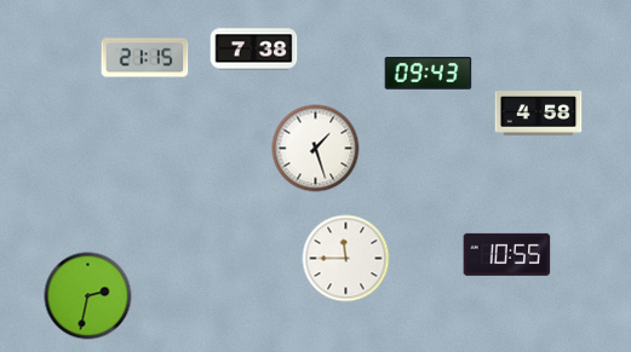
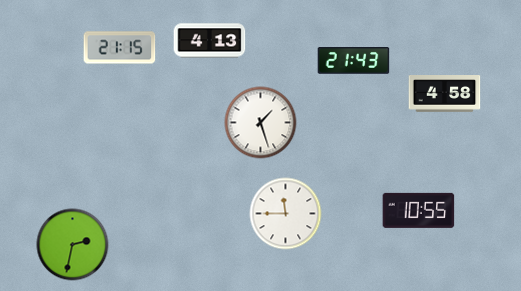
clock at (254, 50): 7:38 -> 4:13
clock at (429, 74): 09:43 -> 21:43
